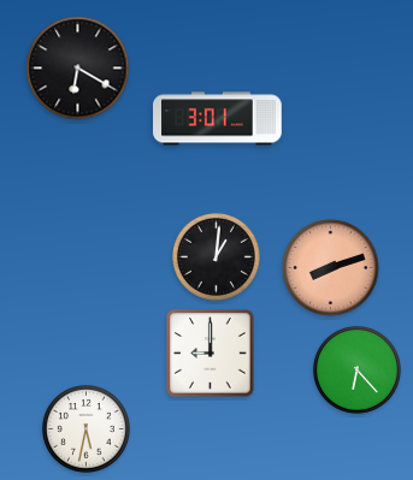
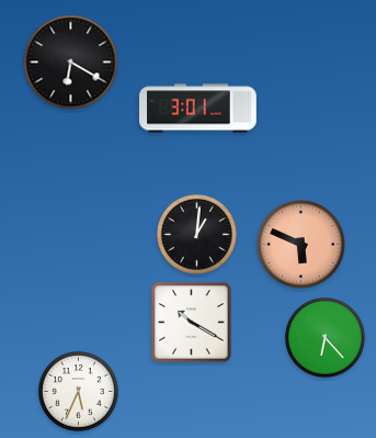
clock at (331, 268): 8:12 -> 5:49
clock at (211, 354): 9:00 -> 10:20
clock at (85, 428): 5:32 -> 5:34
